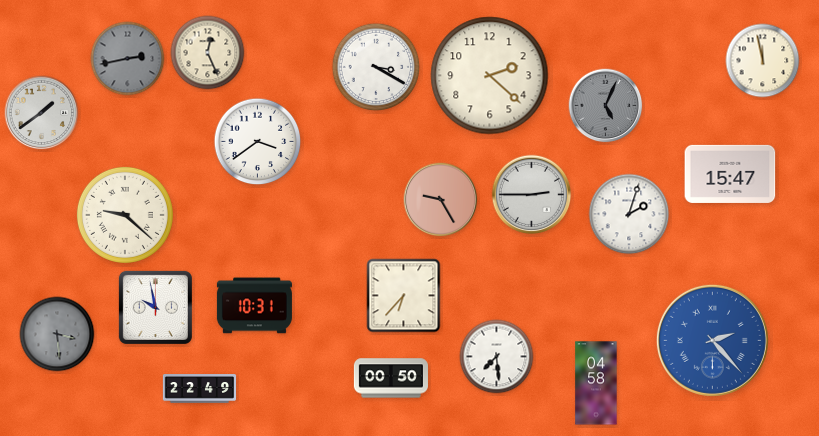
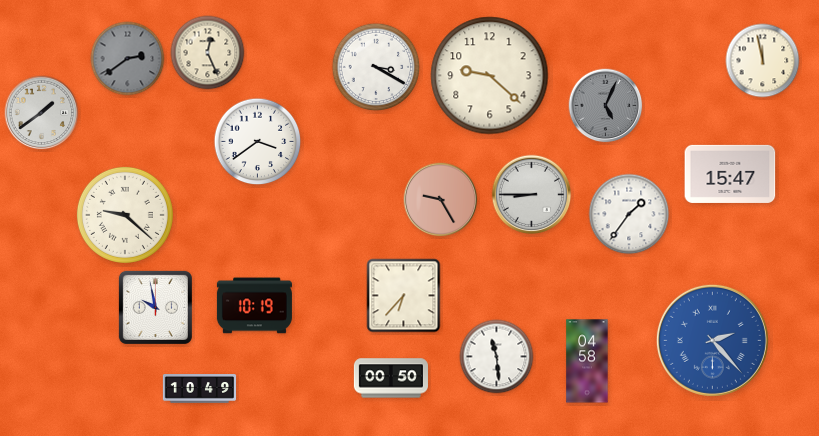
clock at (128, 59): 2:43 -> 2:39
clock at (490, 76): 2:22 -> 9:22
clock at (532, 195): 2:45 -> 8:45
clock at (629, 214): 2:03 -> 1:36
clock at (254, 306): 10:31 -> 10:19
clock at (57, 334): 3:29 -> none
clock at (497, 357): 7:29 -> 11:29
clock at (596, 383) position: (596, 383) -> (587, 361)
clock at (200, 389): 22:49 -> 10:49
